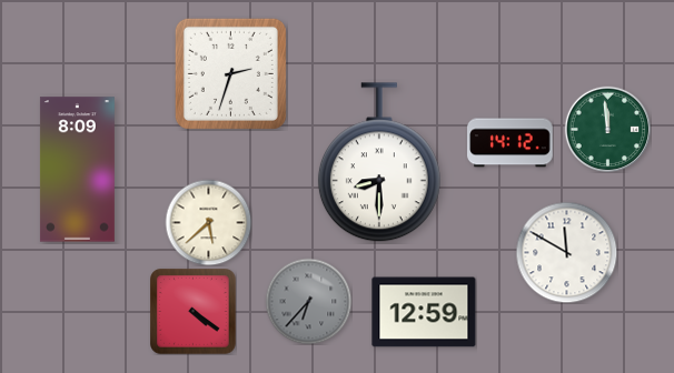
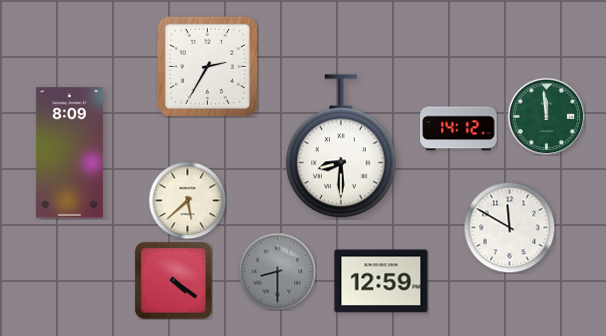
clock at (230, 73): 2:33 -> 2:35
clock at (308, 301): 6:37 -> 8:30
